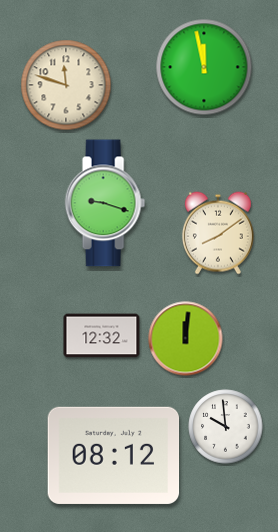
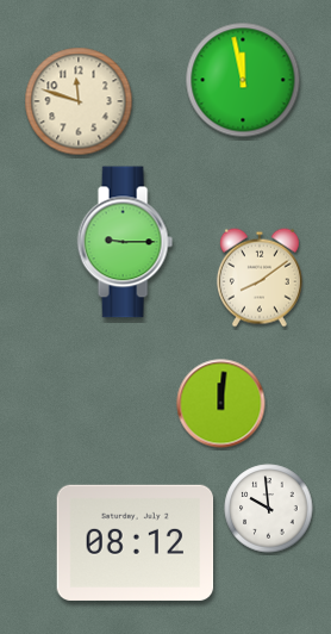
clock at (105, 203): 9:18 -> 9:15
clock at (102, 336): 12:32 -> none
